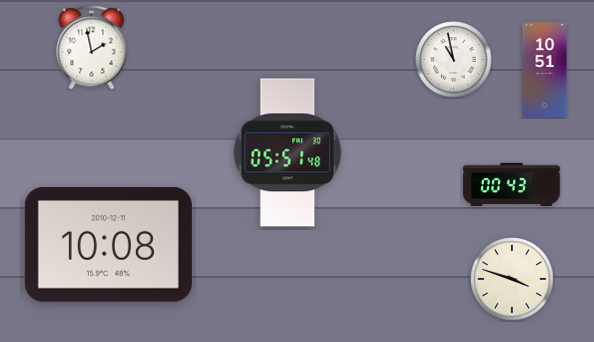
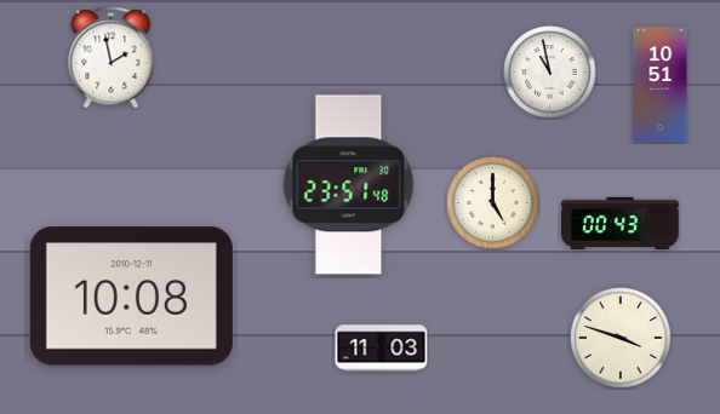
clock at (288, 153): 05:51 -> 23:51
clock at (493, 203): none -> 5:00
clock at (382, 349): none -> 11:03
